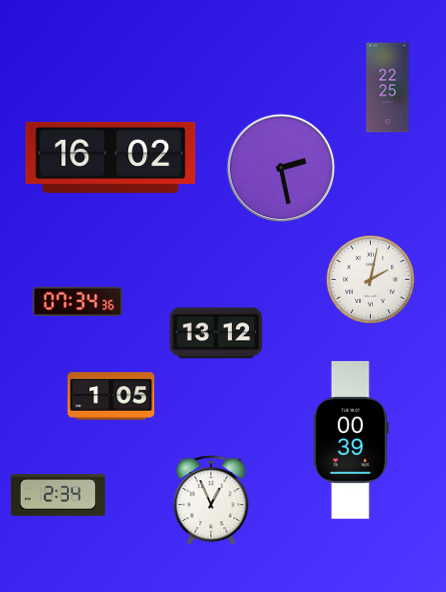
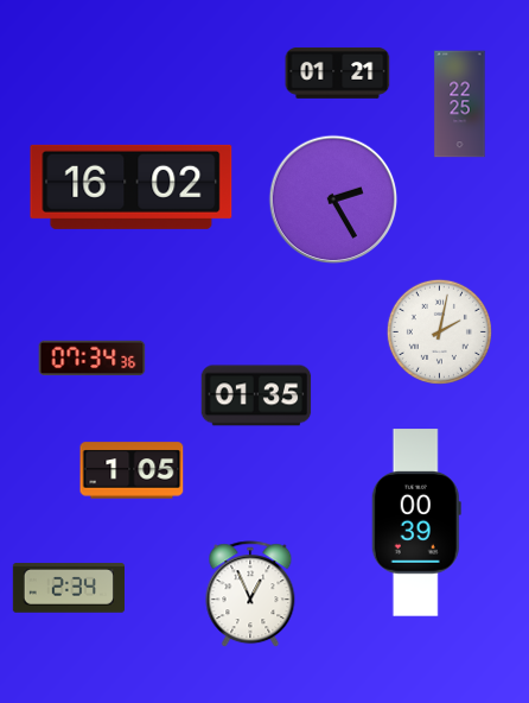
clock at (338, 72): none -> 01:21
clock at (281, 168): 2:28 -> 2:25
clock at (216, 333): 13:12 -> 01:35
